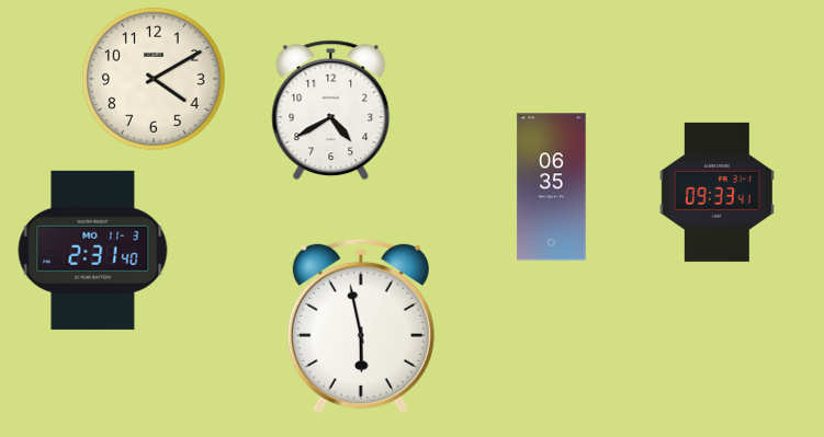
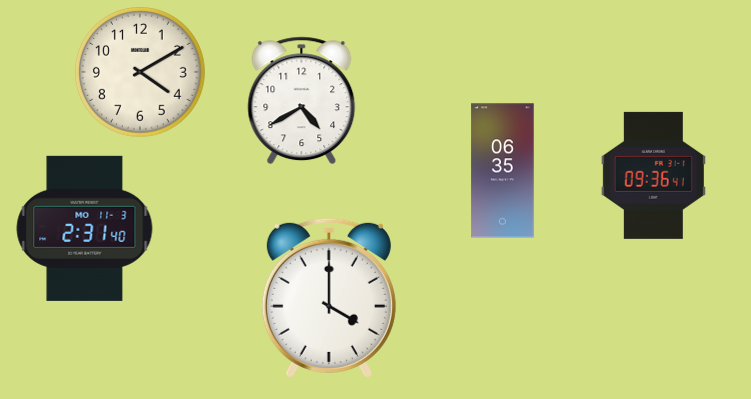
clock at (716, 192): 09:33 -> 09:36
clock at (361, 326): 5:58 -> 4:00
